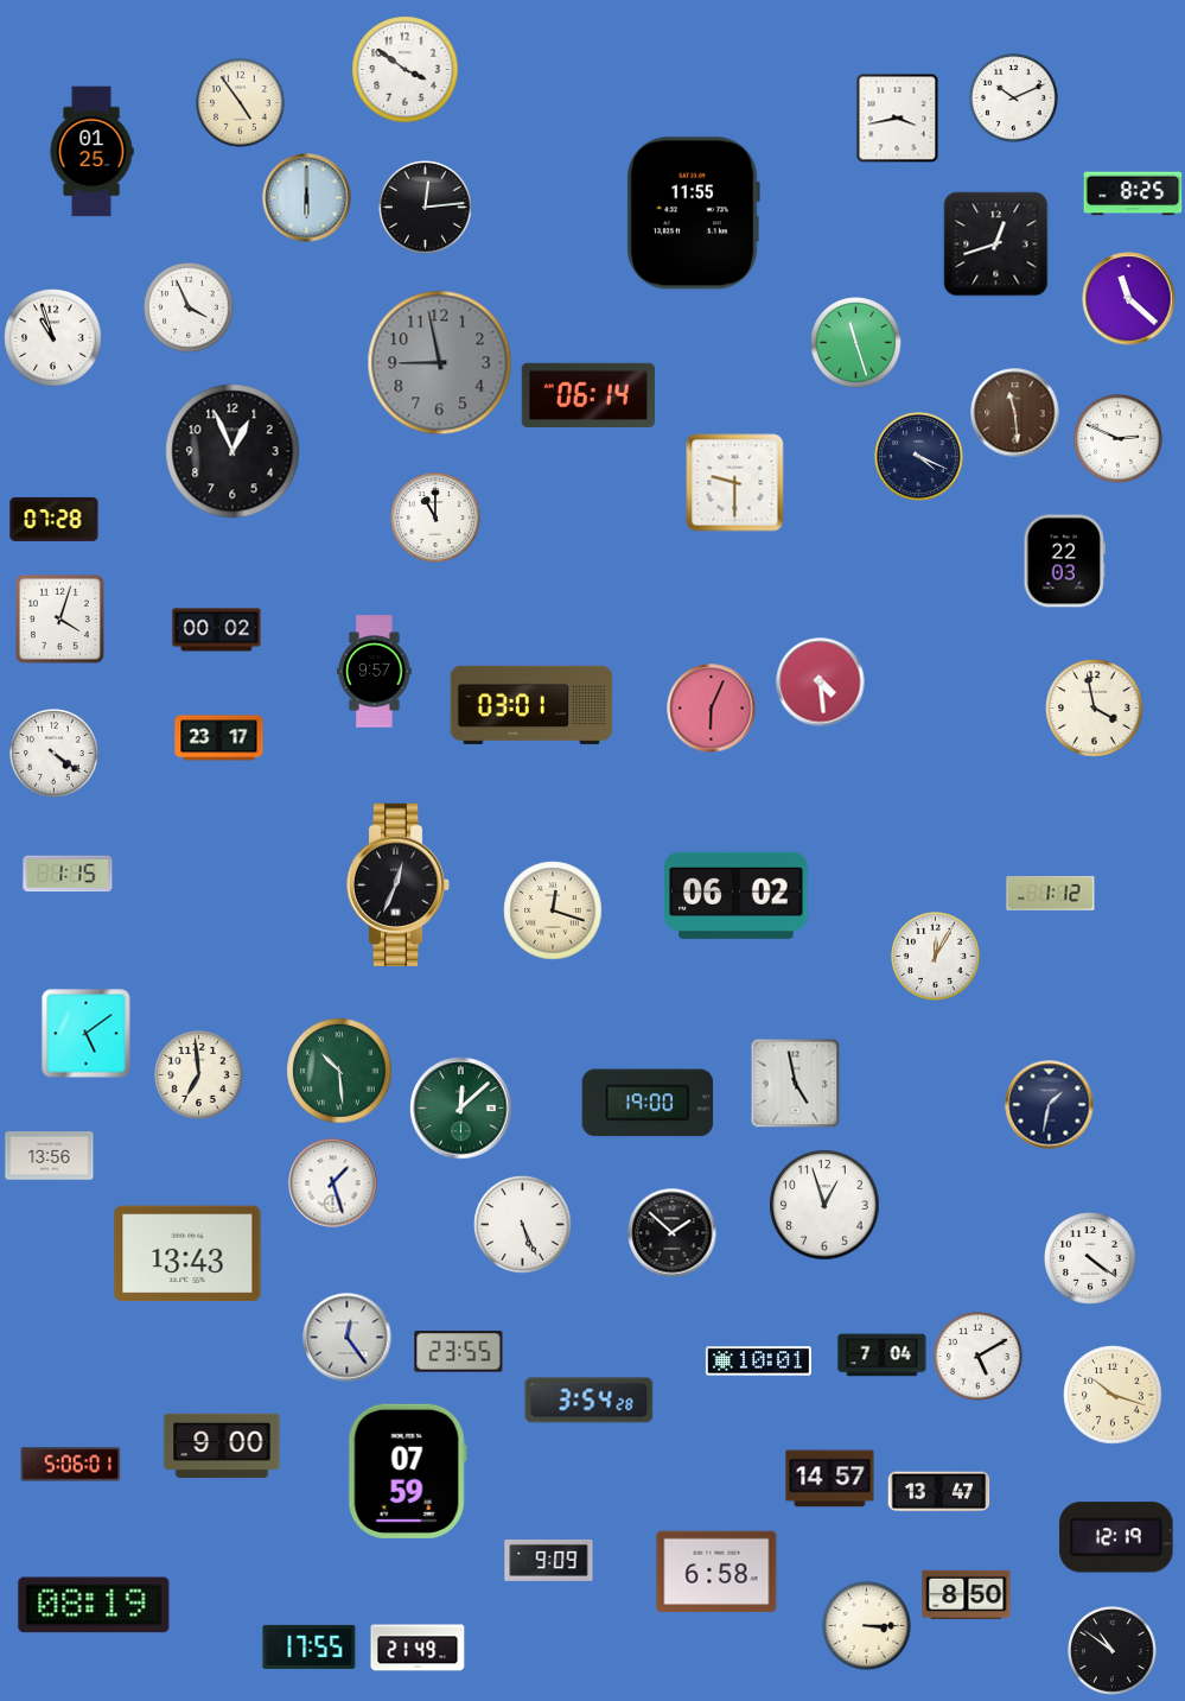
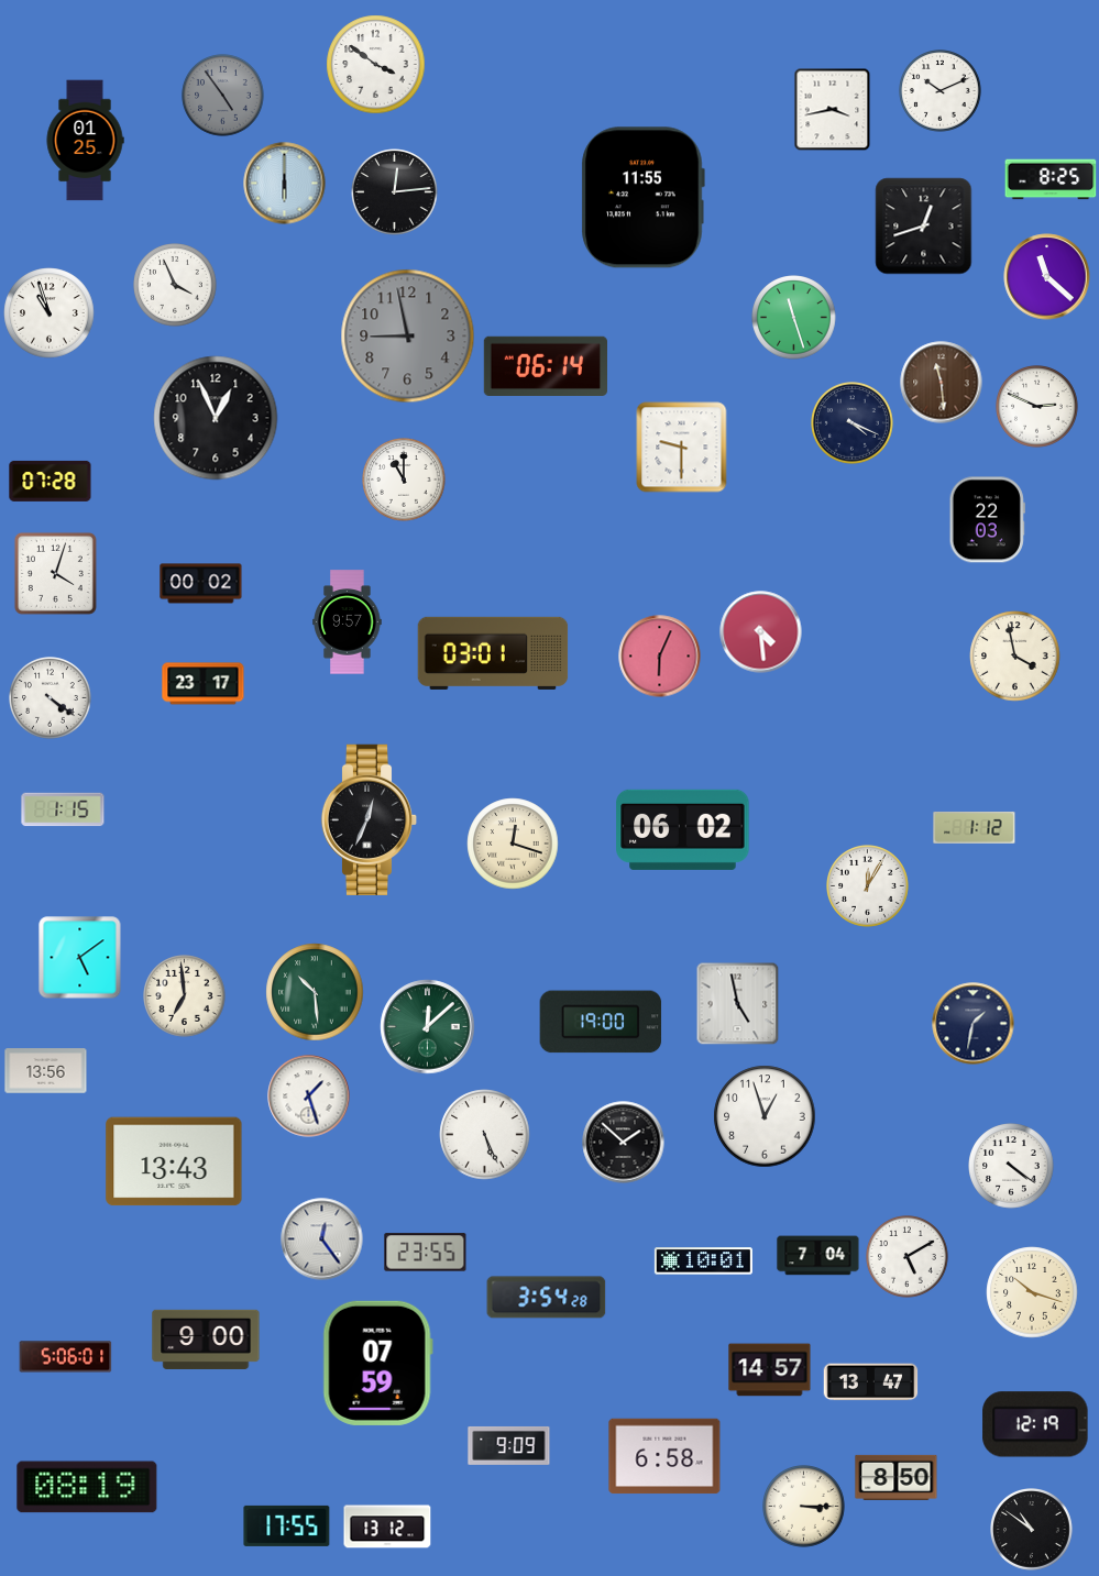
clock at (241, 103) dial: cream -> grey
clock at (418, 1648): 21:49 -> 13:12
